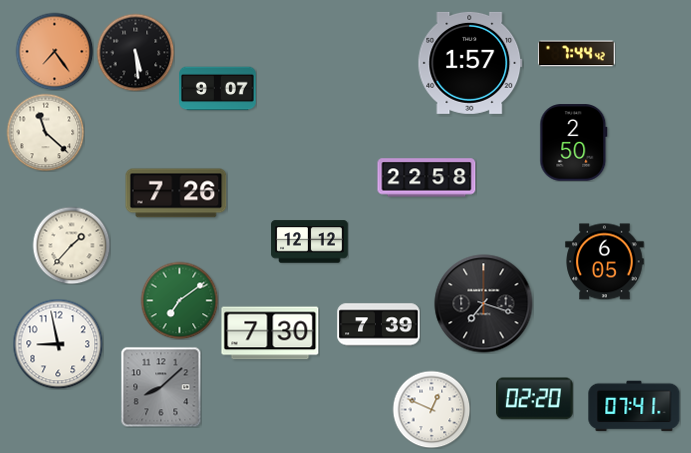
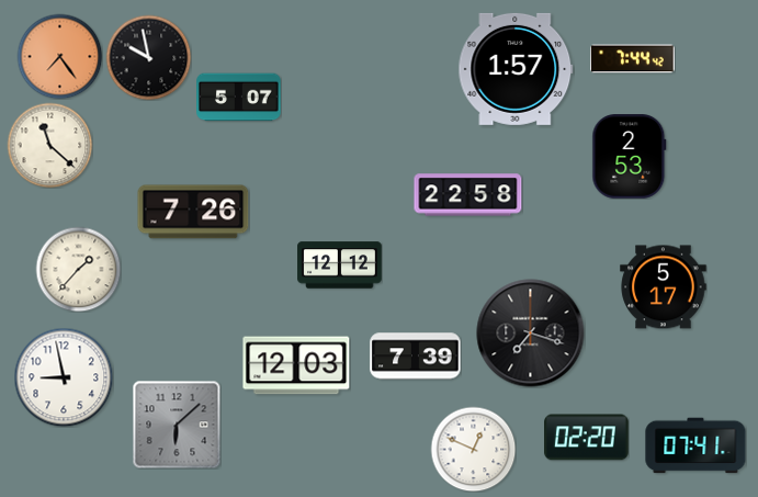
clock at (135, 52): 5:29 -> 9:58
clock at (218, 89): 9:07 -> 5:07
clock at (574, 143): 2:50 -> 2:53
clock at (605, 262): 6:05 -> 5:17
clock at (179, 300): 7:09 -> none
clock at (270, 333): 7:30 -> 12:03
clock at (161, 387): 8:08 -> 6:08
